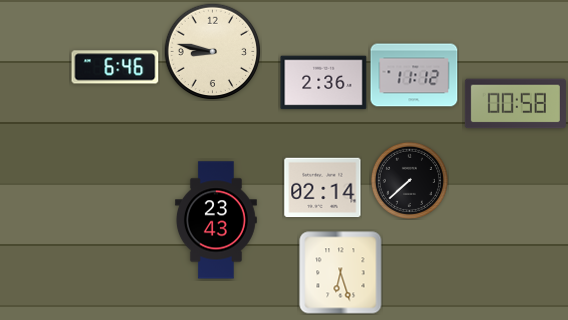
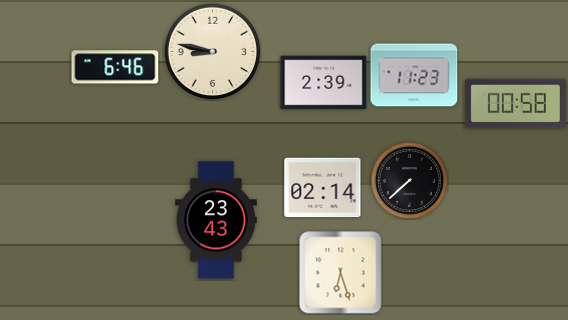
clock at (414, 75): 11:12 -> 11:23
clock at (324, 83): 2:36 -> 2:39
